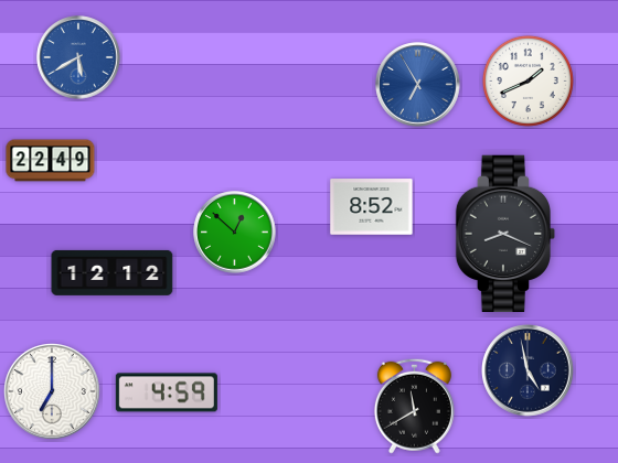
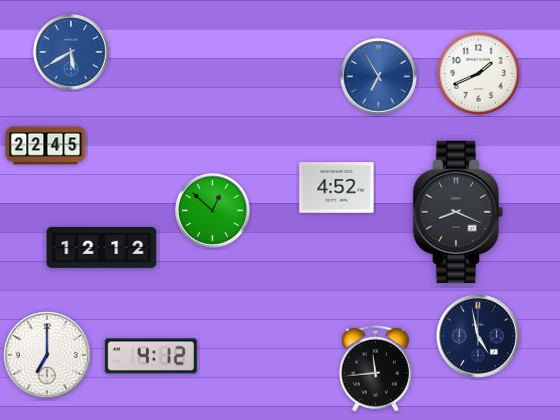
clock at (51, 161): 22:49 -> 22:45
clock at (372, 207): 8:52 -> 4:52
clock at (167, 392): 4:59 -> 4:12
clock at (414, 406): 11:40 -> 11:44
